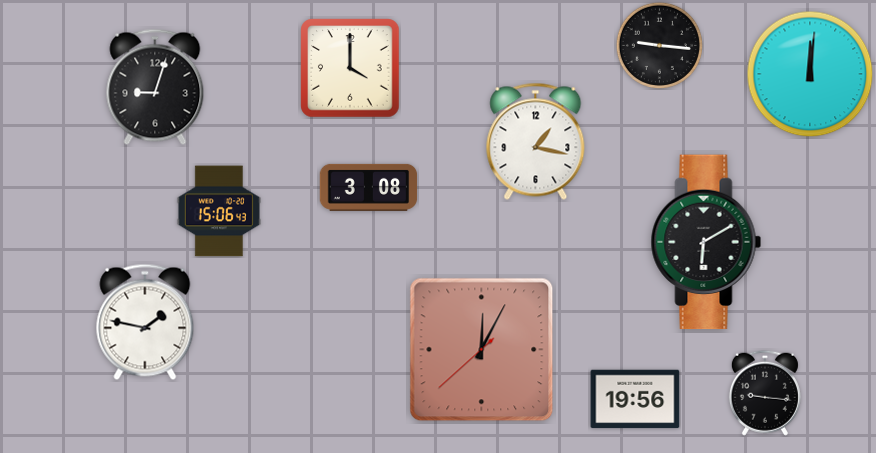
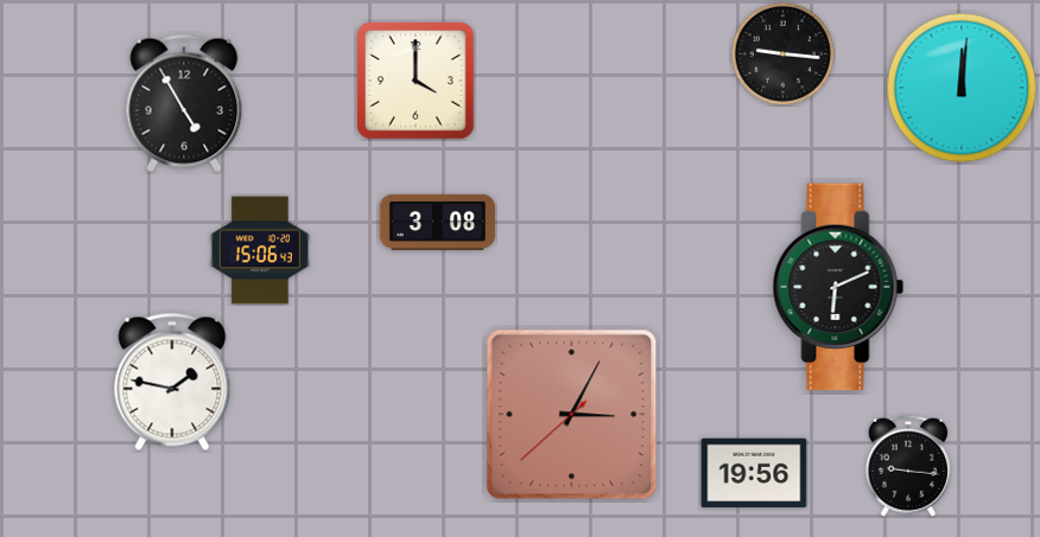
clock at (155, 87): 9:03 -> 4:55
clock at (536, 141): 1:17 -> none
clock at (706, 242): 6:10 -> 6:11
clock at (482, 350): 12:04 -> 3:04
